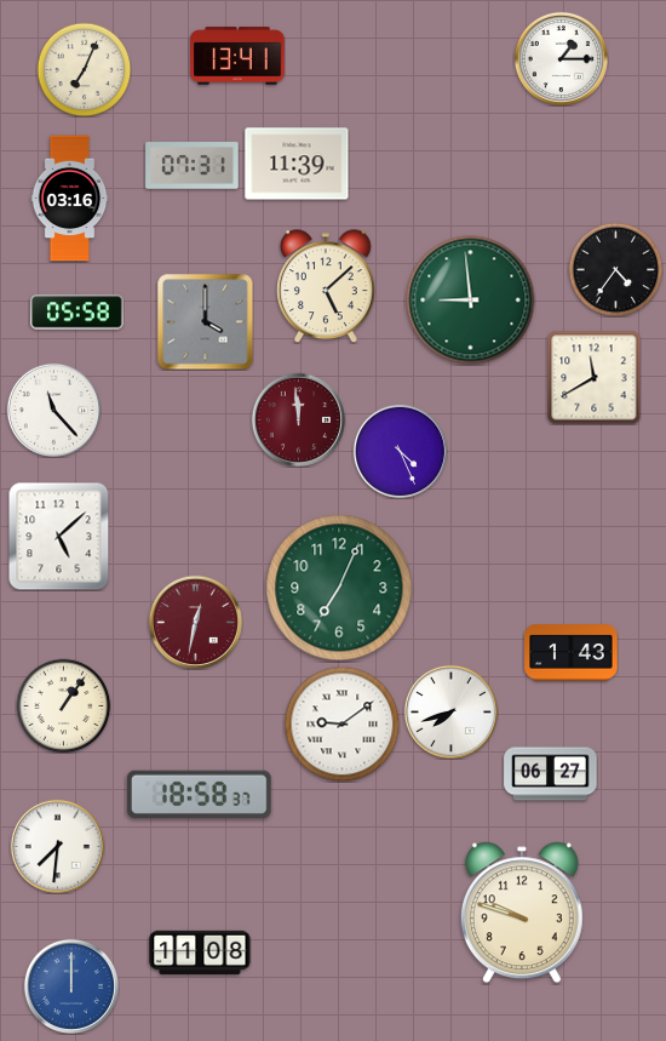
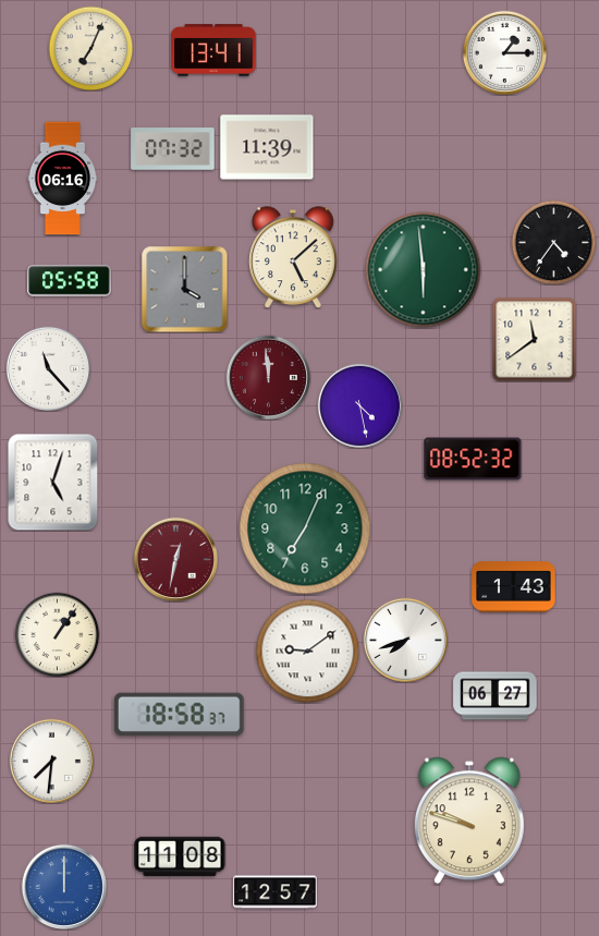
clock at (84, 69) position: (84, 69) -> (90, 48)
clock at (193, 166): 07:31 -> 07:32
clock at (70, 199): 03:16 -> 06:16
clock at (471, 301): 8:59 -> 5:59
clock at (593, 377): 11:40 -> 11:39
clock at (400, 451): 4:26 -> 4:28
clock at (473, 459): none -> 08:52
clock at (59, 536): 5:08 -> 5:03
clock at (276, 892): none -> 12:57
